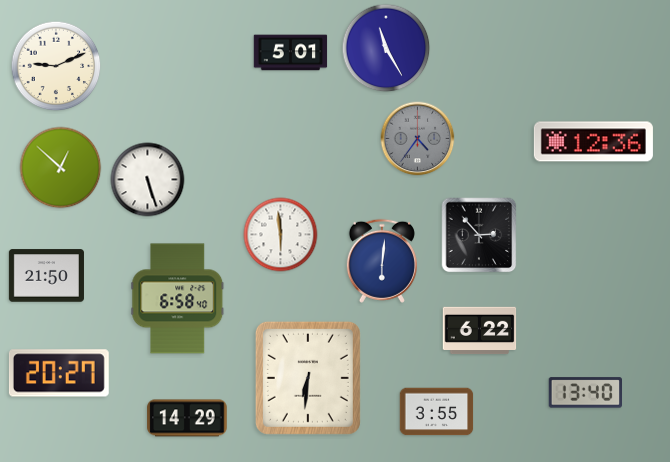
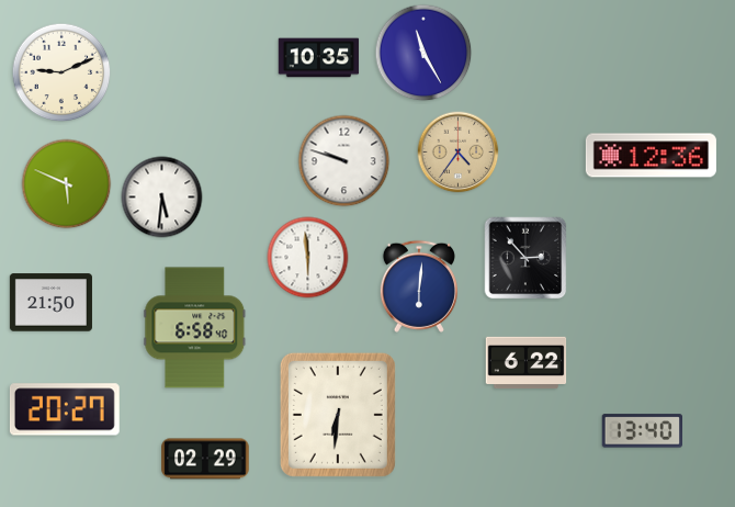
clock at (291, 53): 5:01 -> 10:35
clock at (418, 139) dial: grey -> champagne
clock at (344, 161): none -> 9:48
clock at (61, 168): 12:52 -> 5:49
clock at (148, 180): 5:27 -> 5:31
clock at (437, 412): 3:55 -> none
clock at (187, 418): 14:29 -> 02:29
